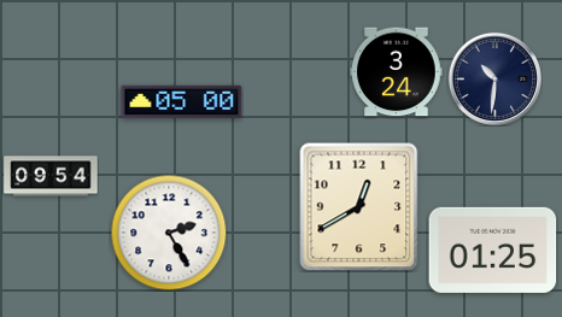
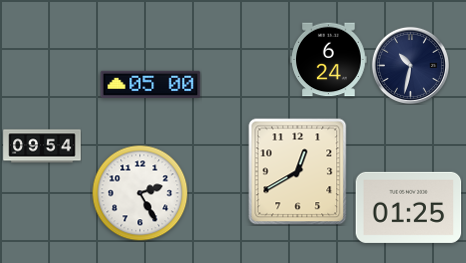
clock at (397, 72): 3:24 -> 6:24
clock at (494, 78): 10:31 -> 10:32
